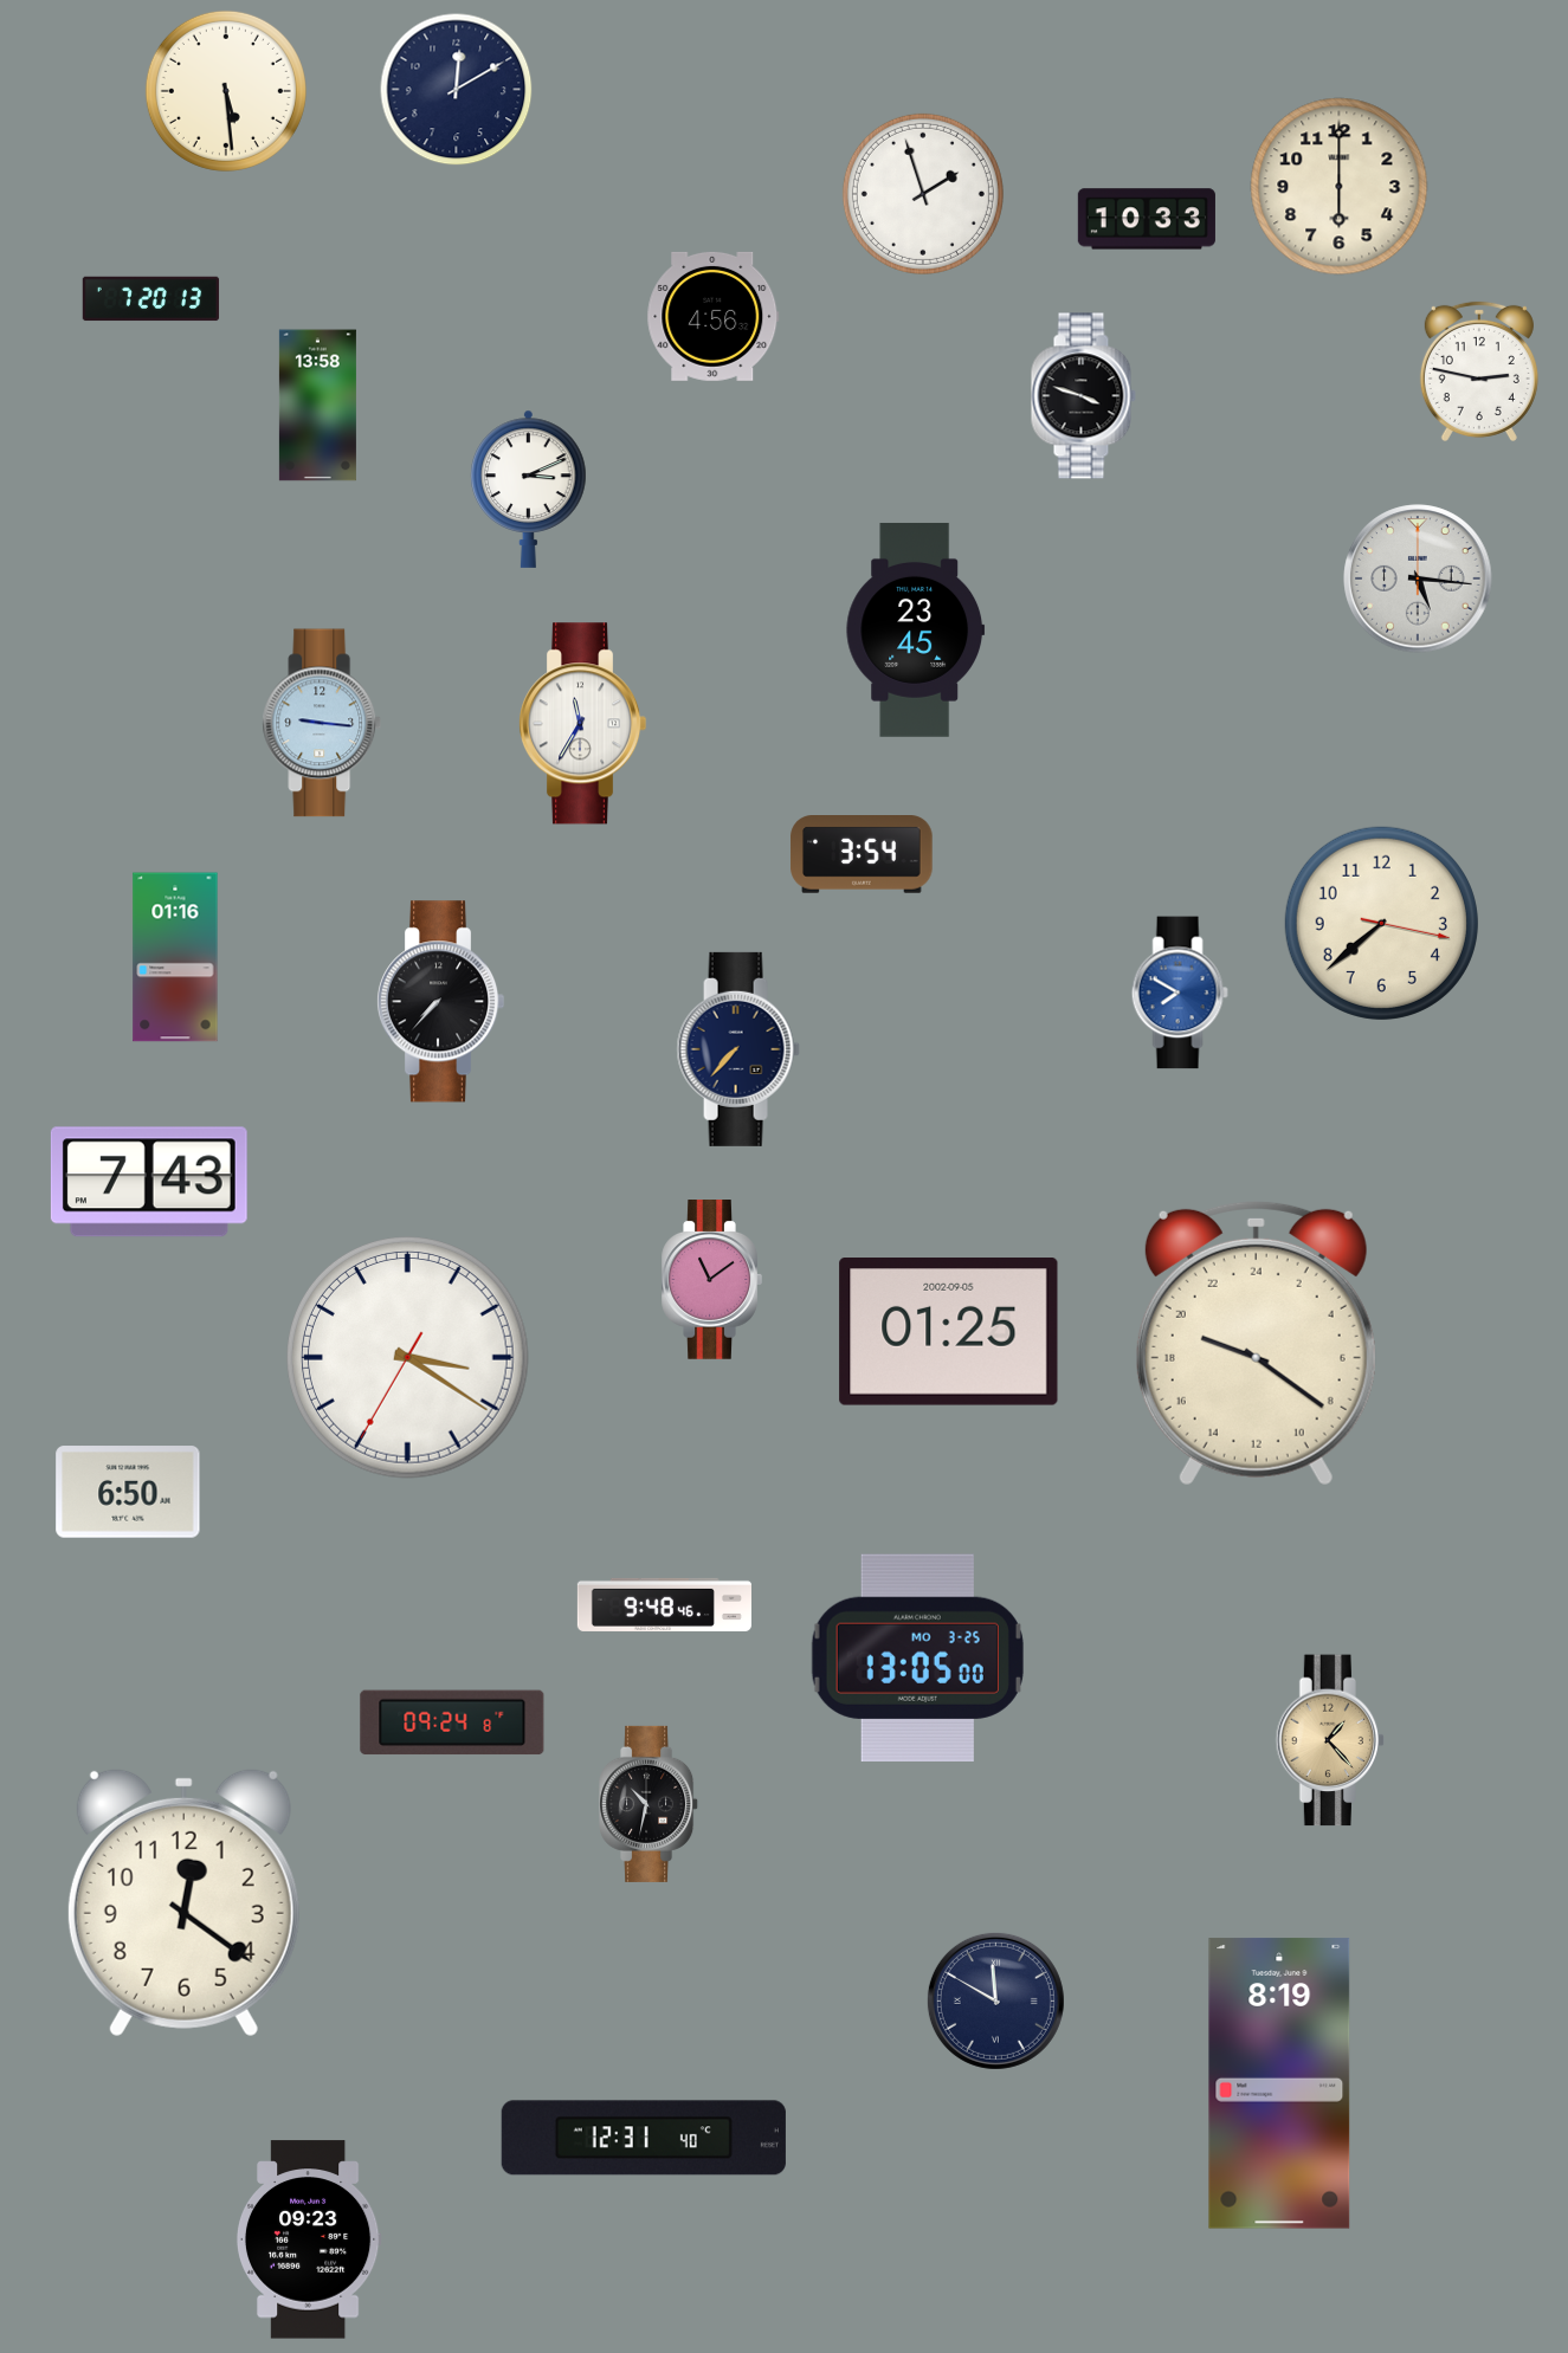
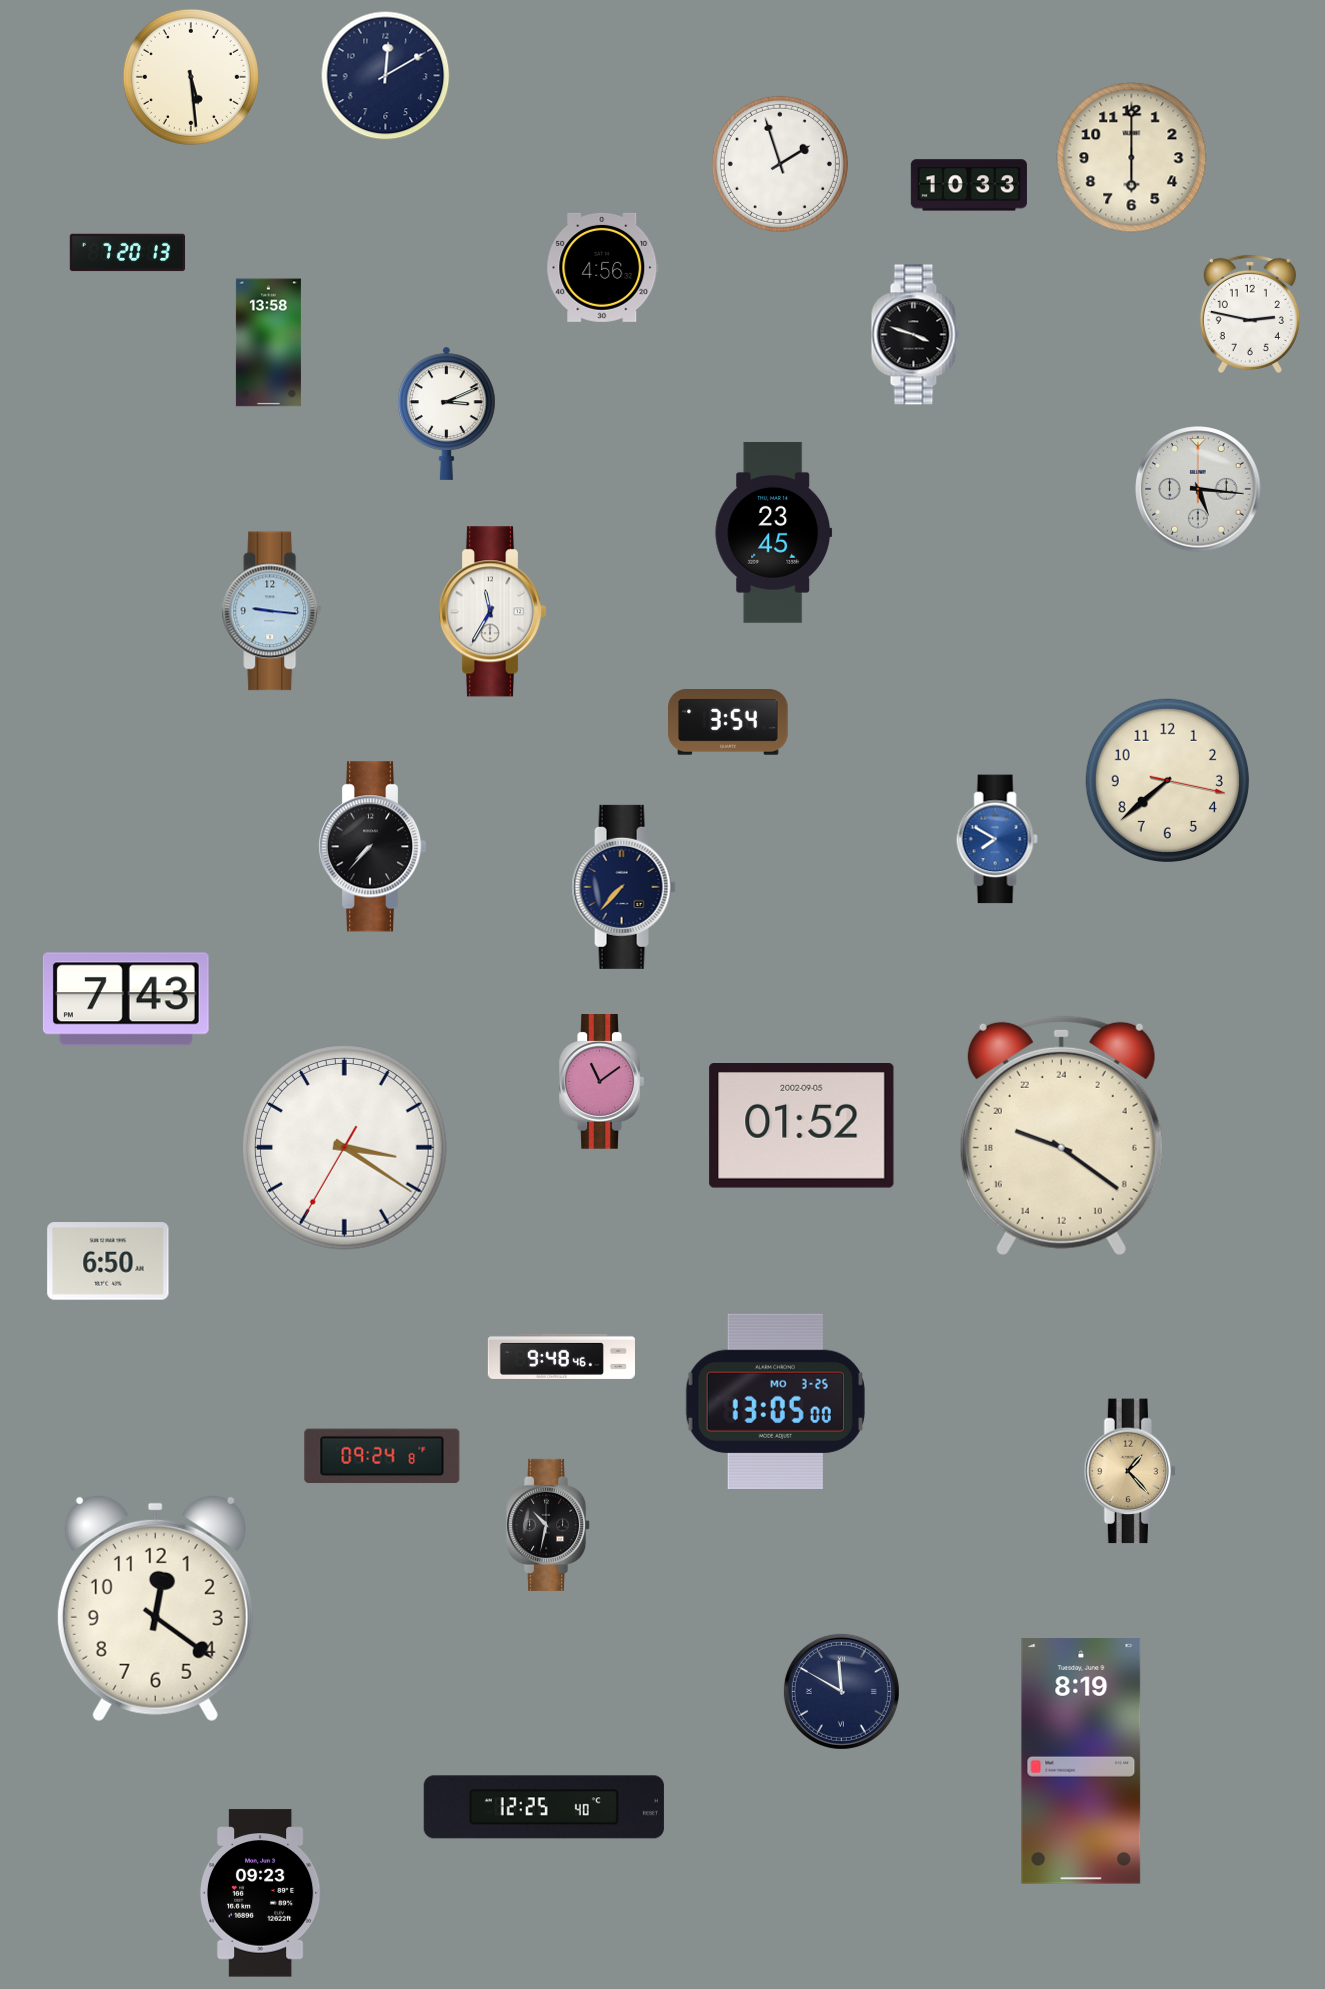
clock at (175, 957): 01:16 -> none
clock at (949, 1332): 01:25 -> 01:52
clock at (1330, 1740) position: (1330, 1740) -> (1130, 1471)
clock at (644, 2138): 12:31 -> 12:25
